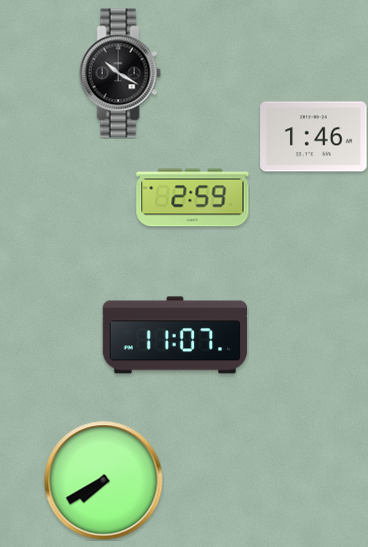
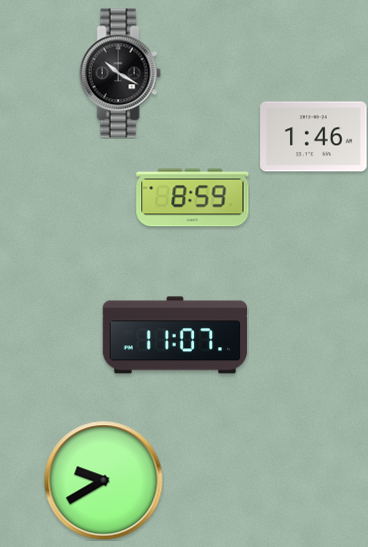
clock at (193, 198): 2:59 -> 8:59
clock at (104, 481): 7:40 -> 9:40
